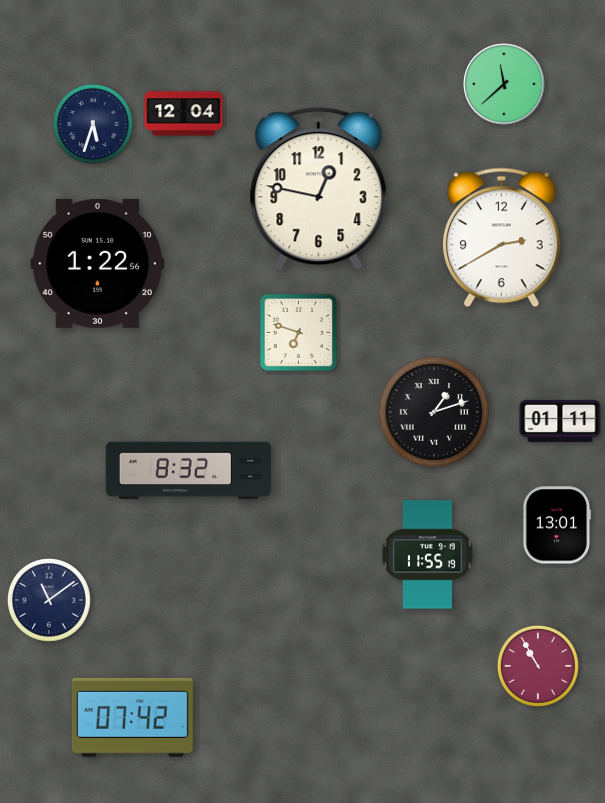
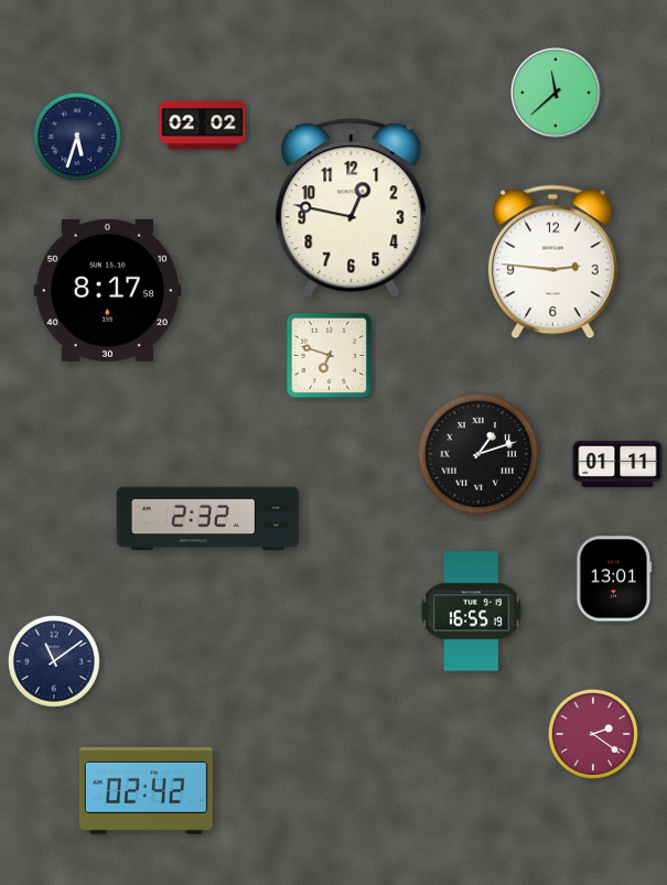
clock at (184, 114): 12:04 -> 02:02
clock at (93, 124) position: (93, 124) -> (77, 137)
clock at (501, 238): 2:40 -> 2:46
clock at (98, 263): 1:22 -> 8:17
clock at (299, 333) position: (299, 333) -> (330, 356)
clock at (189, 471): 8:32 -> 2:32
clock at (428, 555): 11:55 -> 16:55
clock at (538, 666): 10:55 -> 2:21
clock at (132, 717): 07:42 -> 02:42
